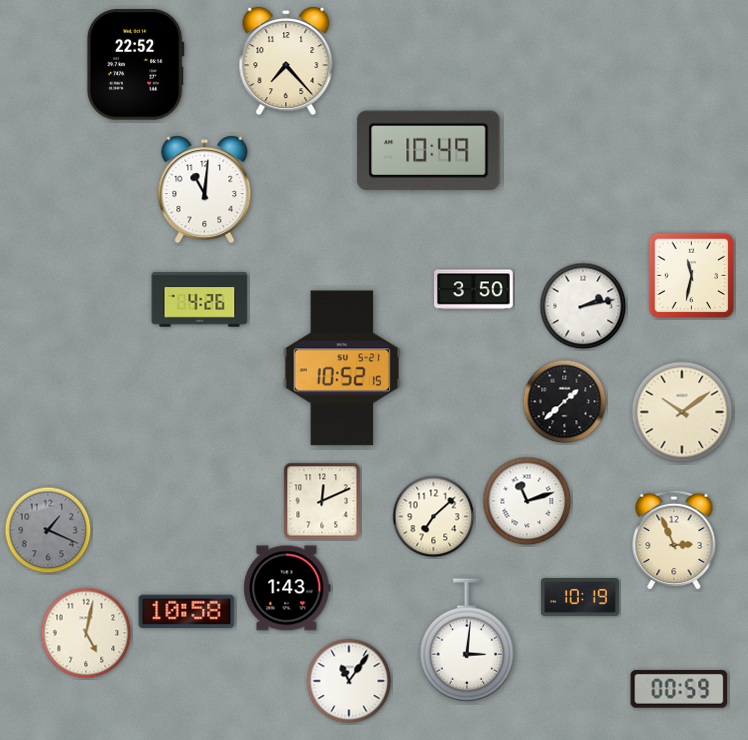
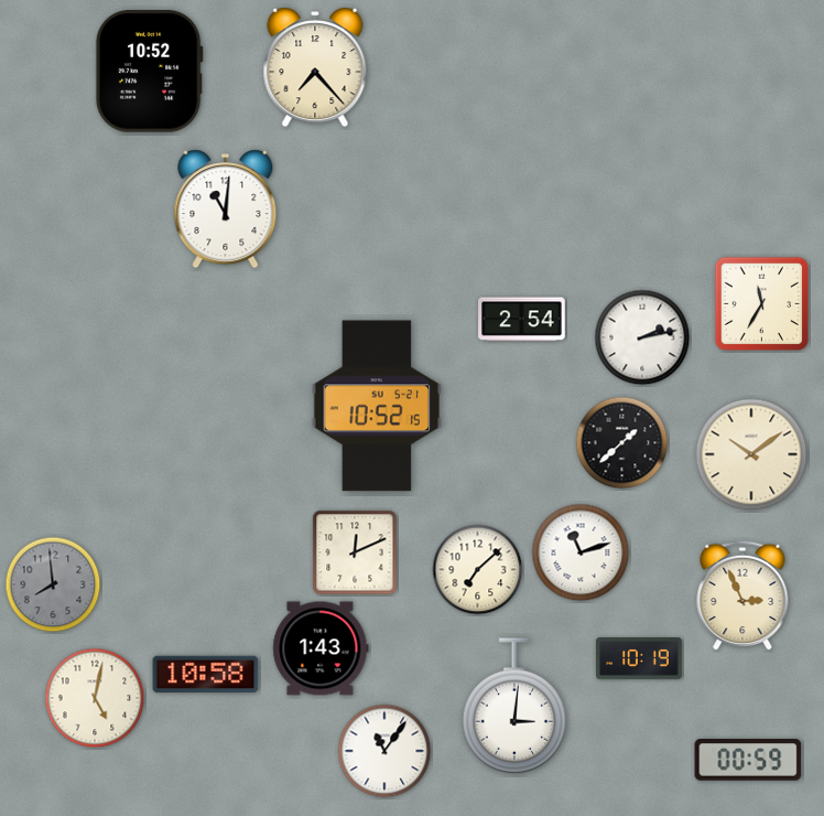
clock at (135, 65): 22:52 -> 10:52
clock at (429, 150): 10:49 -> none
clock at (692, 276): 11:32 -> 11:35
clock at (474, 290): 3:50 -> 2:54
clock at (200, 300): 4:26 -> none
clock at (48, 530): 1:19 -> 7:59
clock at (287, 588) position: (287, 588) -> (321, 648)
